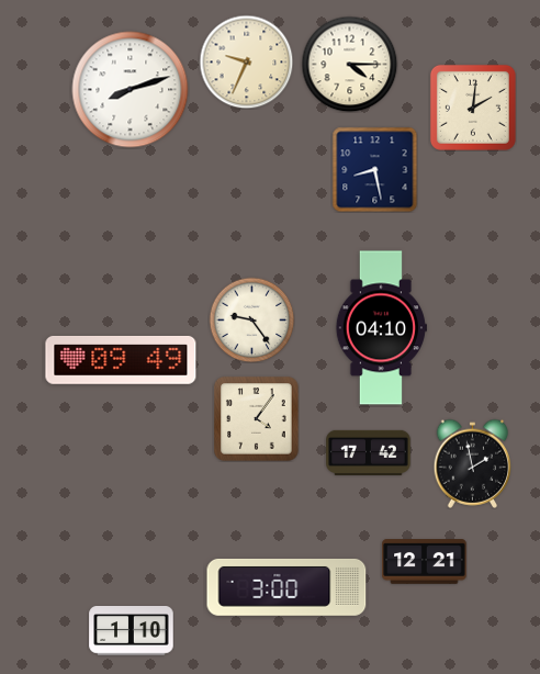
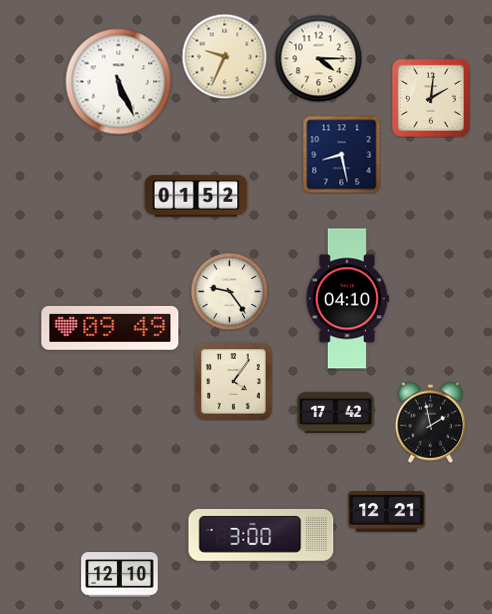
clock at (131, 90): 8:12 -> 5:26
clock at (196, 196): none -> 01:52
clock at (132, 631): 1:10 -> 12:10
